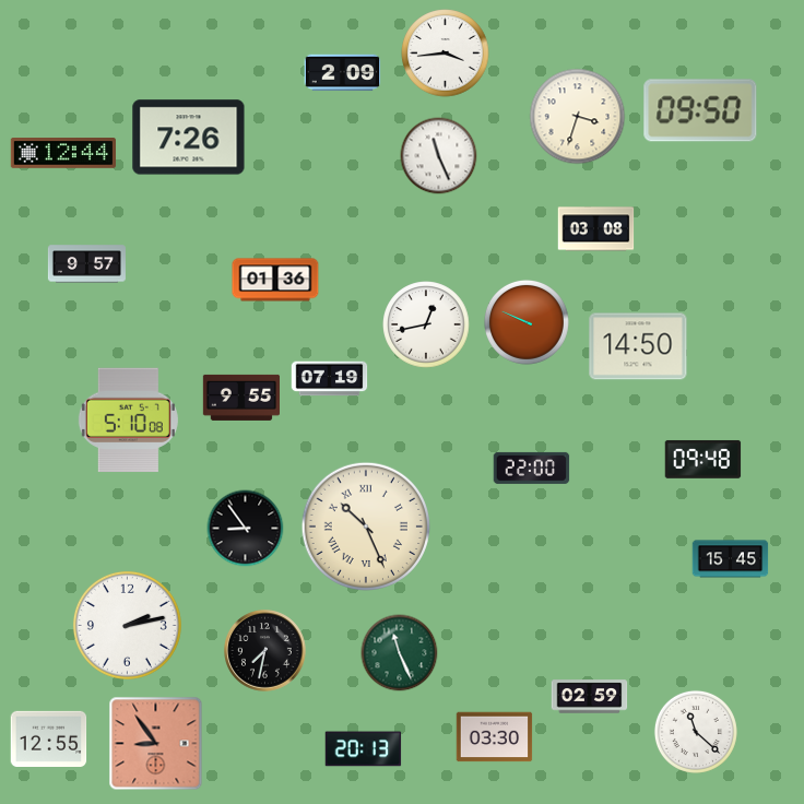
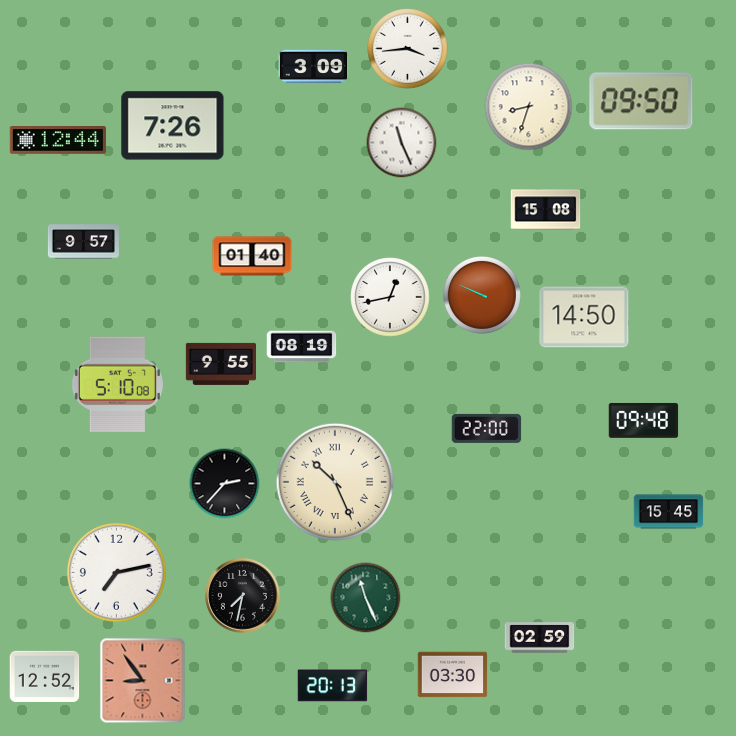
clock at (343, 73): 2:09 -> 3:09
clock at (578, 117): 3:33 -> 8:33
clock at (596, 229): 03:08 -> 15:08
clock at (86, 264) position: (86, 264) -> (83, 242)
clock at (275, 280): 01:36 -> 01:40
clock at (330, 379): 07:19 -> 08:19
clock at (246, 529): 8:54 -> 2:37
clock at (127, 625): 2:13 -> 7:13
clock at (696, 732): 11:22 -> none
clock at (49, 738): 12:55 -> 12:52
